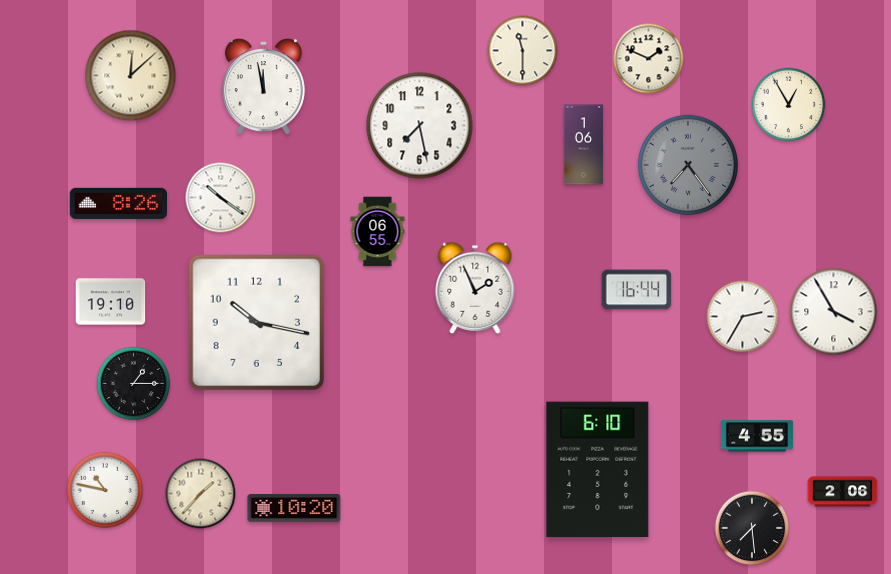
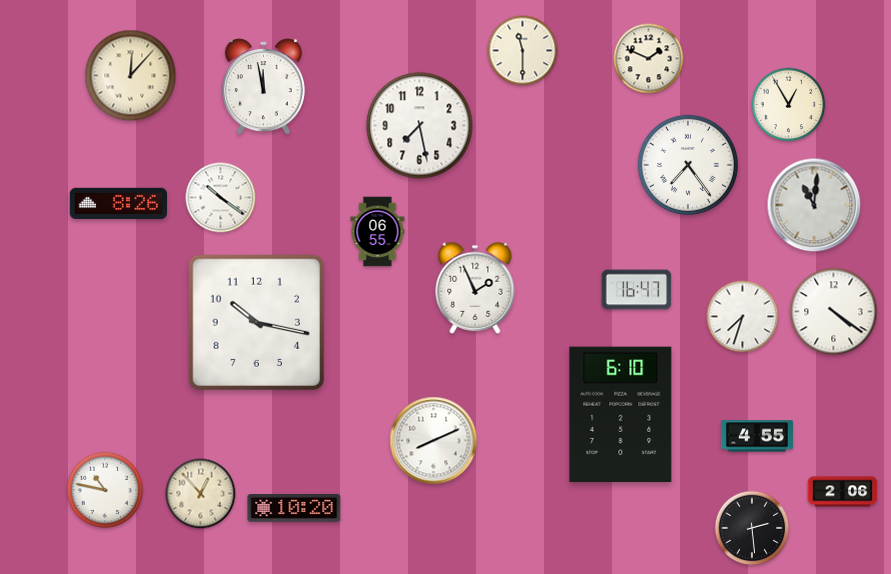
clock at (131, 76): 12:08 -> 12:07
clock at (584, 145): 1:06 -> none
clock at (688, 165) dial: grey -> white
clock at (814, 205): none -> 11:01
clock at (637, 290): 16:44 -> 16:47
clock at (111, 302): 19:10 -> none
clock at (834, 312): 3:55 -> 4:21
clock at (743, 317): 2:35 -> 7:33
clock at (134, 384): 1:15 -> none
clock at (434, 441): none -> 8:11
clock at (598, 470) position: (598, 470) -> (621, 415)
clock at (201, 494): 1:37 -> 12:53
clock at (752, 528): 7:29 -> 2:29
